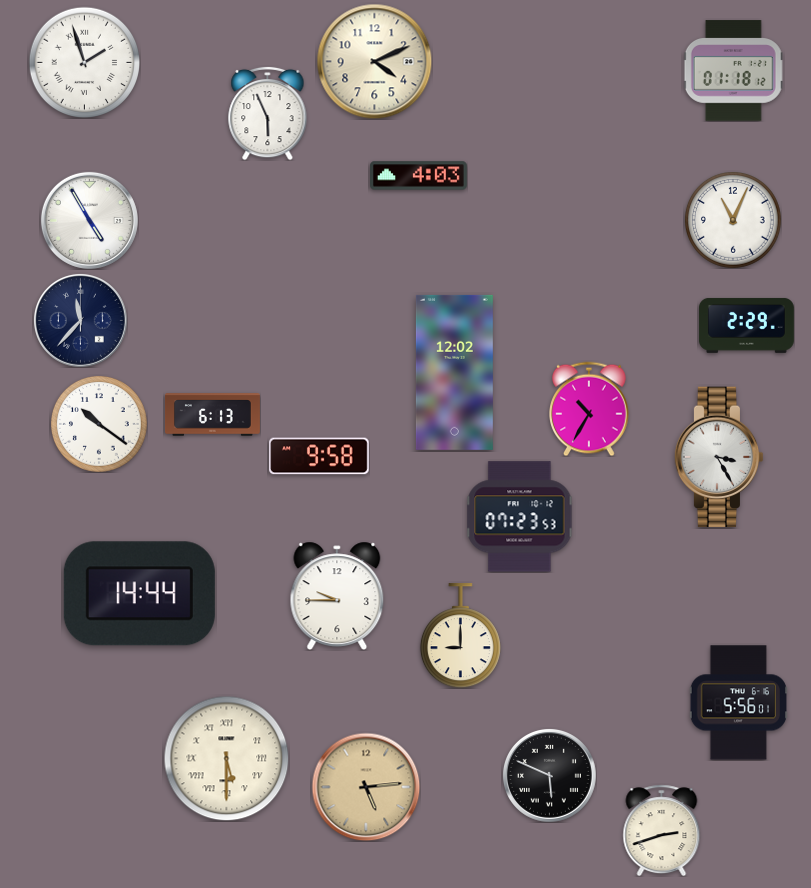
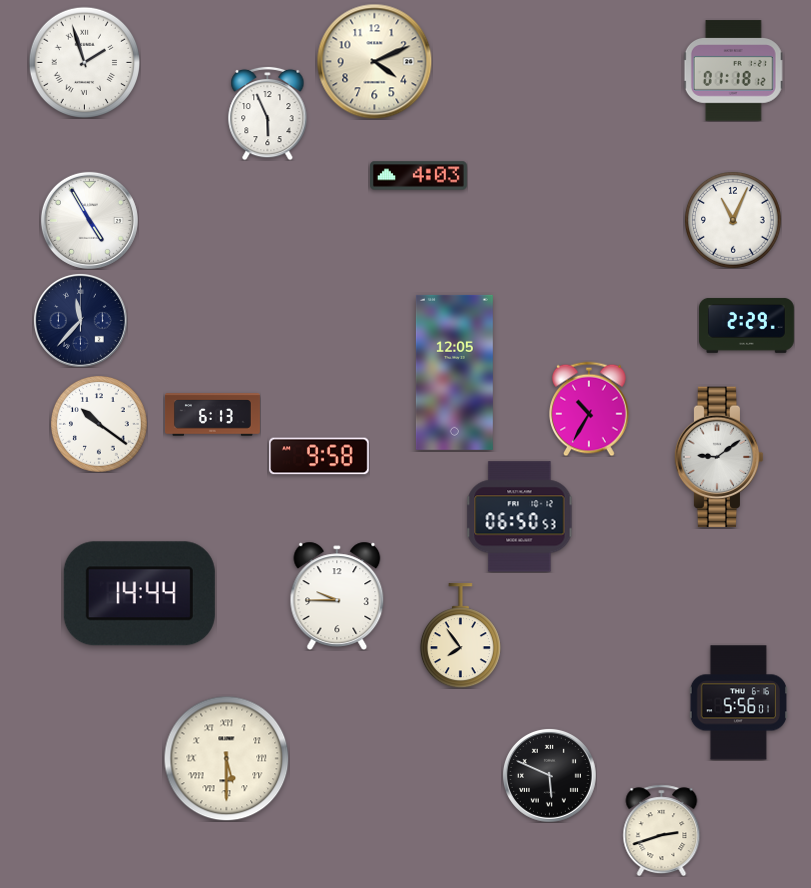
clock at (454, 372): 12:02 -> 12:05
clock at (719, 457): 3:25 -> 9:09
clock at (520, 517): 07:23 -> 06:50
clock at (460, 636): 9:00 -> 7:54
clock at (366, 787): 5:14 -> none
